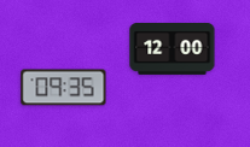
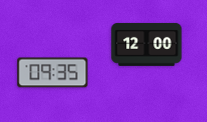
clock at (173, 48) position: (173, 48) -> (147, 44)
